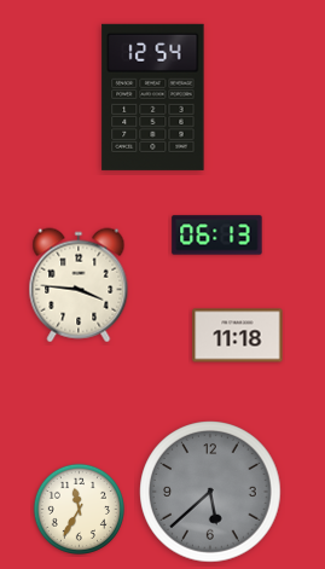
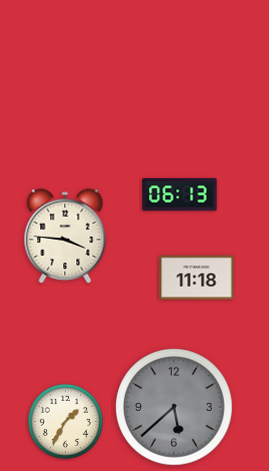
clock at (153, 97): 12:54 -> none
clock at (79, 509): 11:35 -> 1:35
